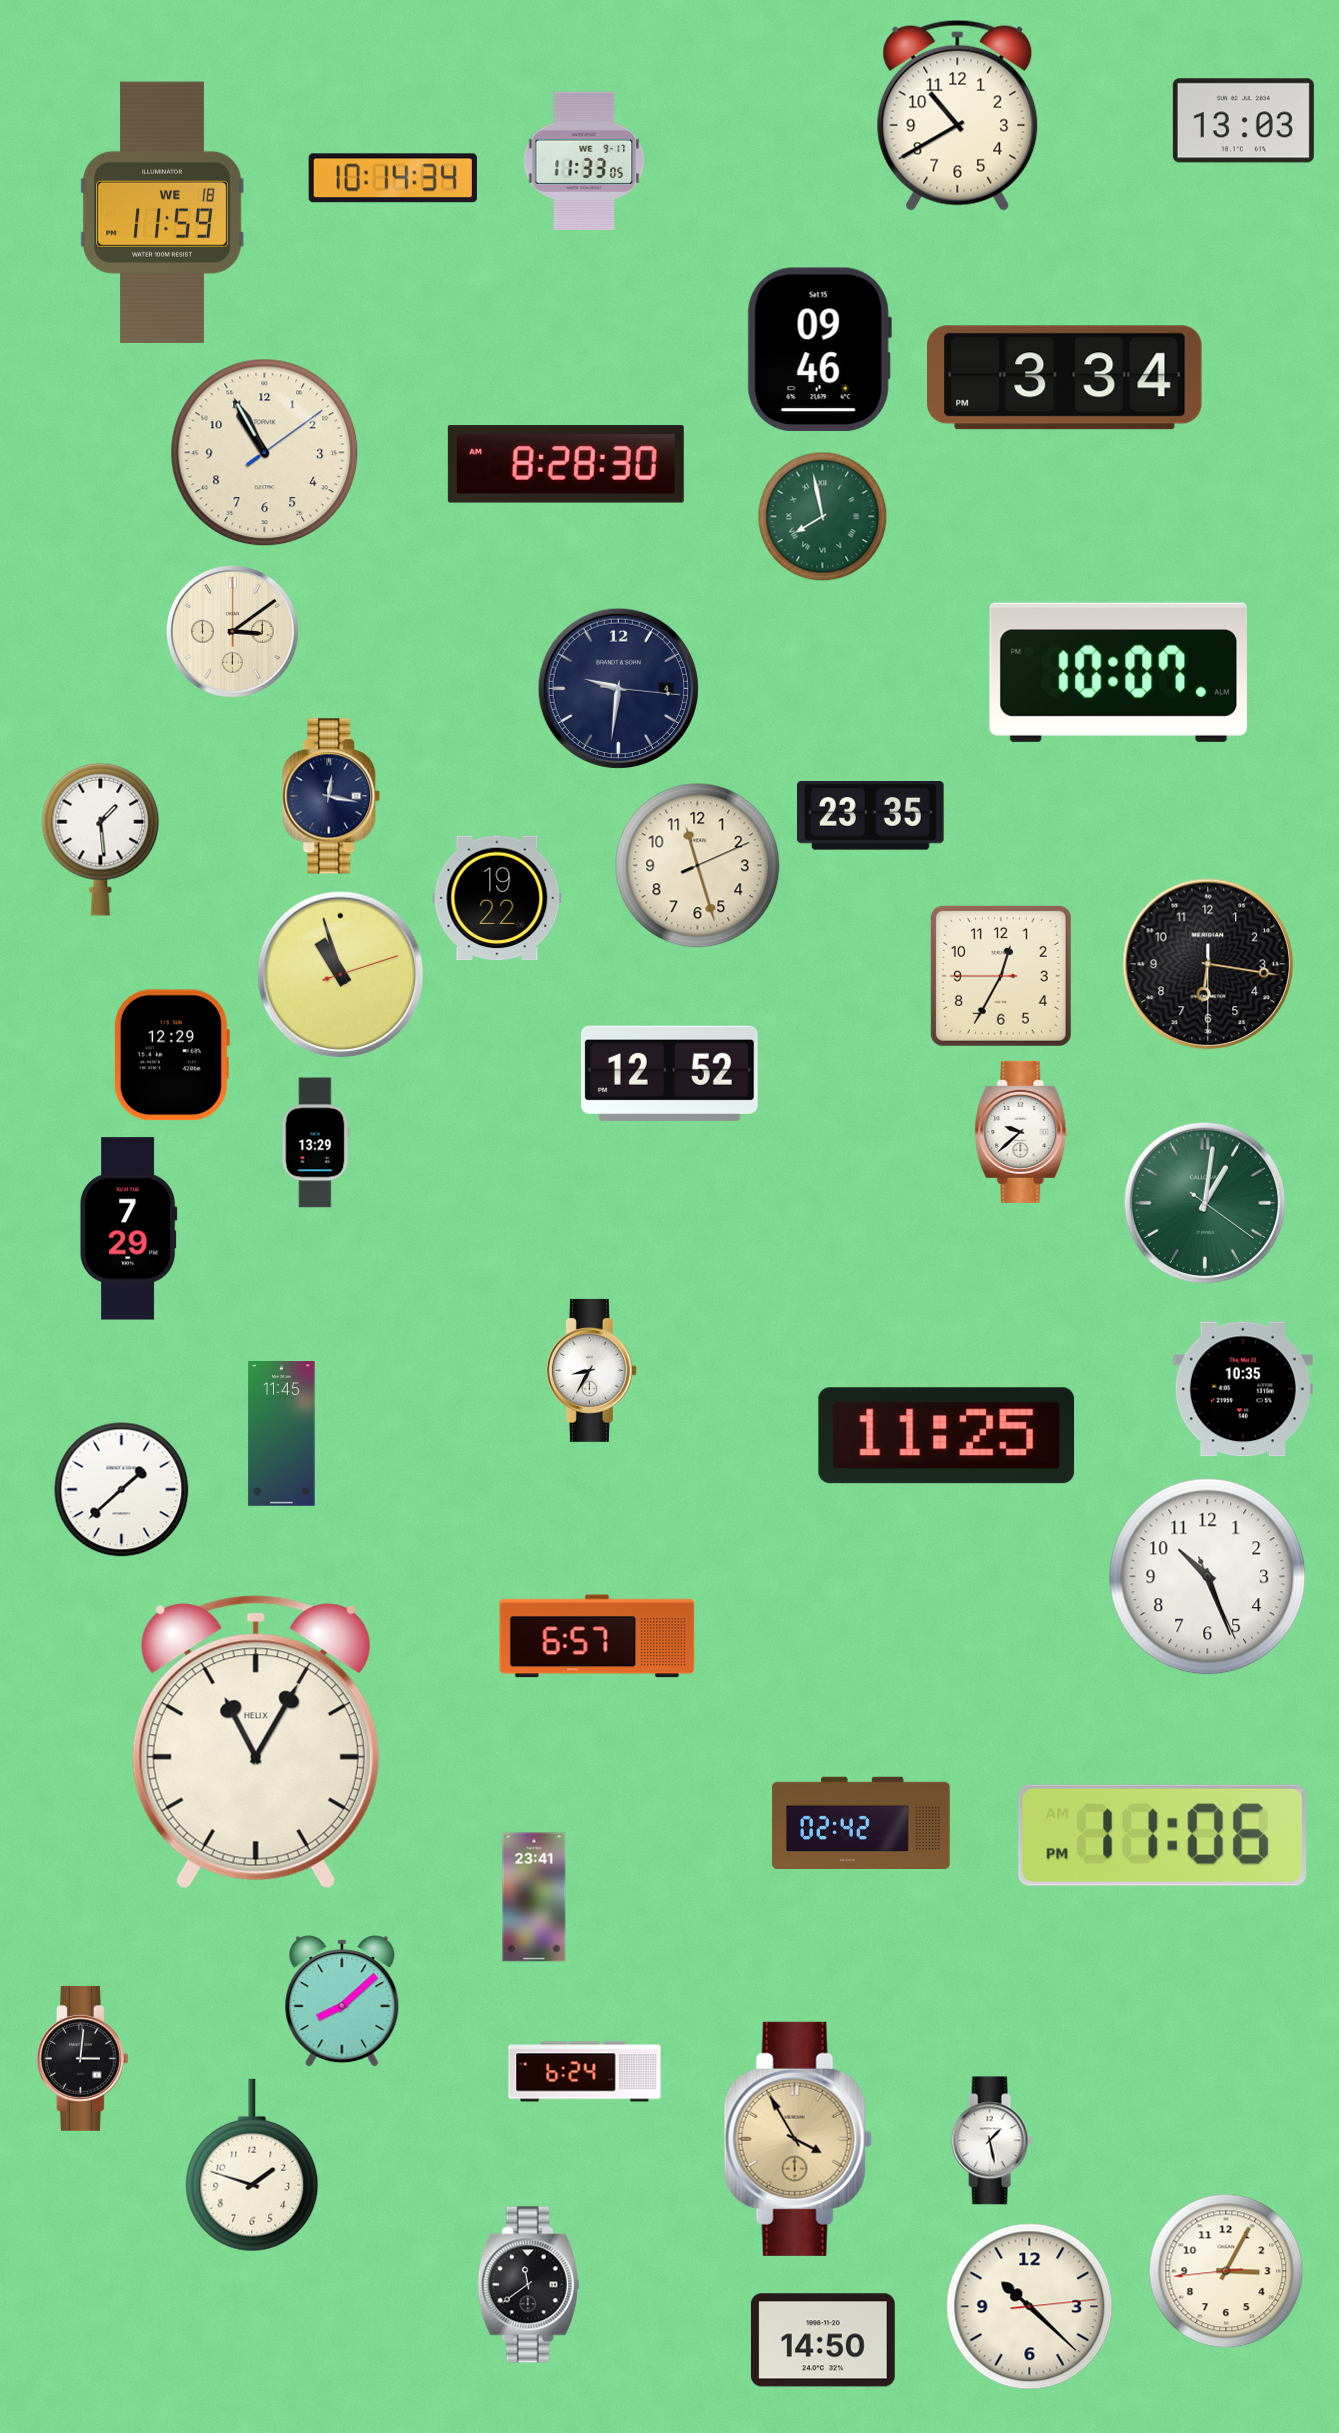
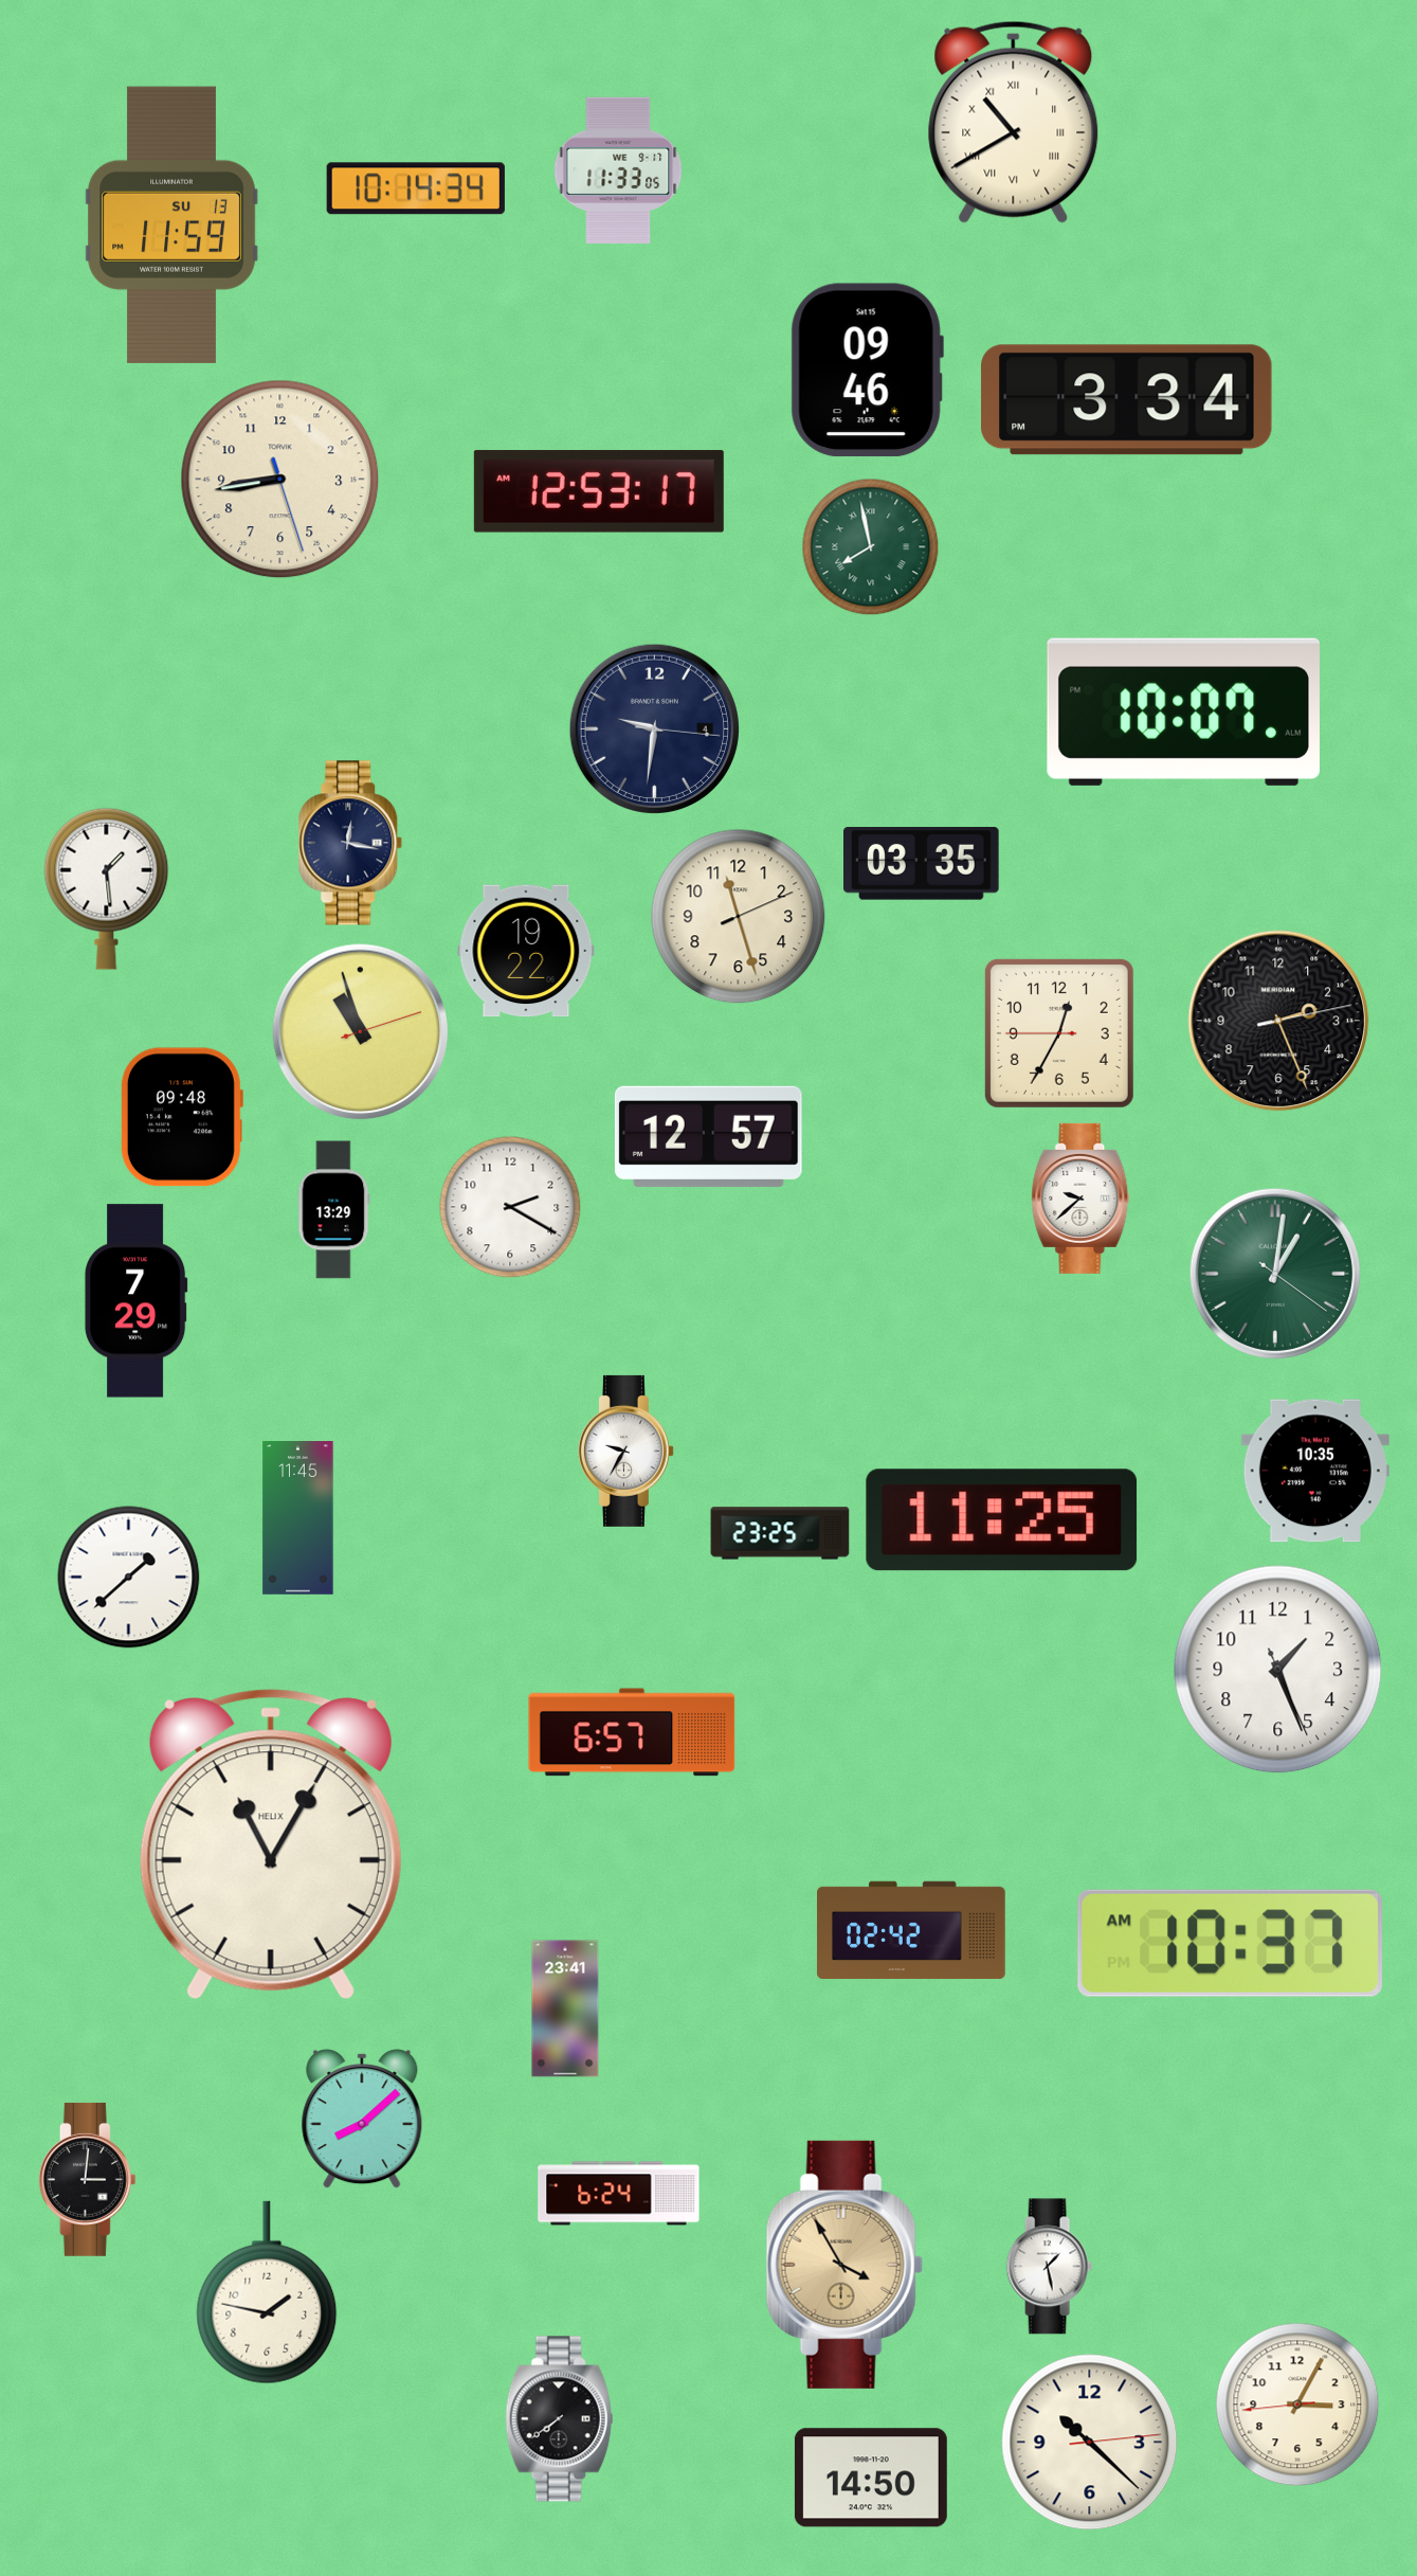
clock at (958, 115) numerals: Arabic -> Roman
clock at (1243, 121): 13:03 -> none
clock at (162, 212) date: WE 18 -> SU 13
clock at (265, 453): 10:55 -> 8:43
clock at (566, 464): 8:28 -> 12:53
clock at (232, 631): 3:09 -> none
clock at (871, 816): 23:35 -> 03:35
clock at (1208, 964): 6:16 -> 2:26
clock at (171, 1055): 12:29 -> 09:48
clock at (669, 1073): 12:52 -> 12:57
clock at (510, 1207): none -> 2:20
clock at (591, 1370): 8:35 -> 9:35
clock at (780, 1533): none -> 23:25
clock at (1208, 1577): 10:26 -> 1:26
clock at (1162, 1835): 11:06 -> 10:37
clock at (252, 2165): 1:48 -> 1:47
clock at (529, 2285): 11:39 -> 7:39
